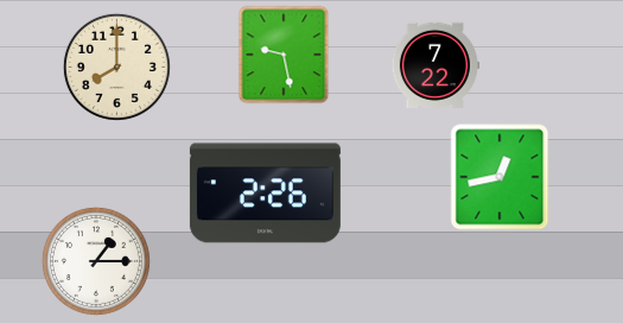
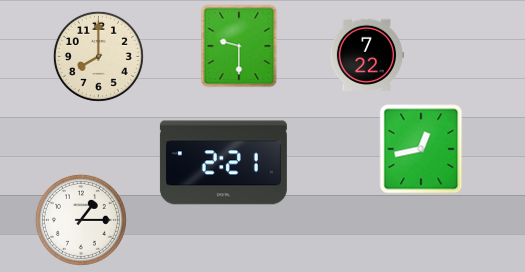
clock at (284, 55): 9:28 -> 9:30
clock at (265, 194): 2:26 -> 2:21
